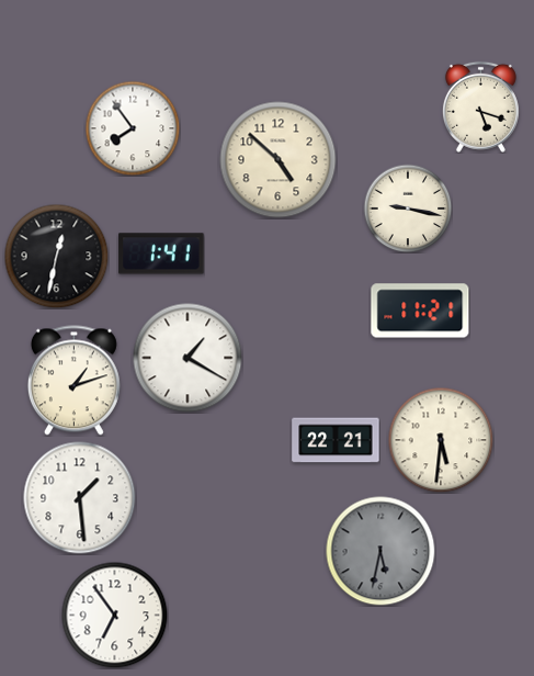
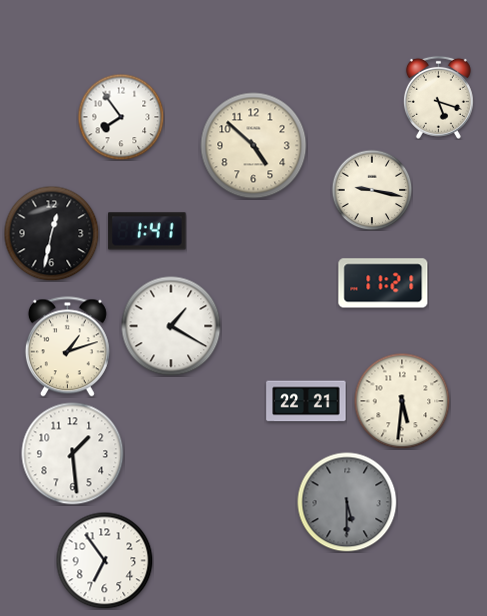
clock at (380, 551): 5:32 -> 5:30
